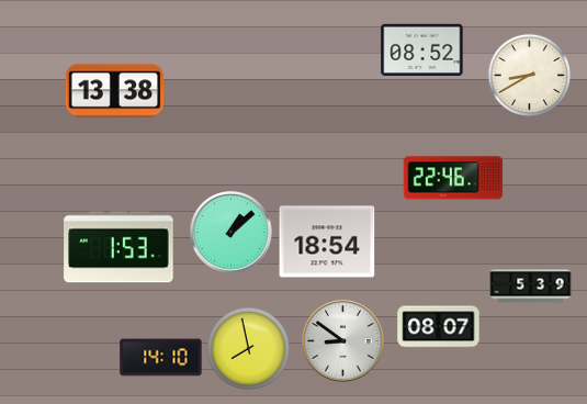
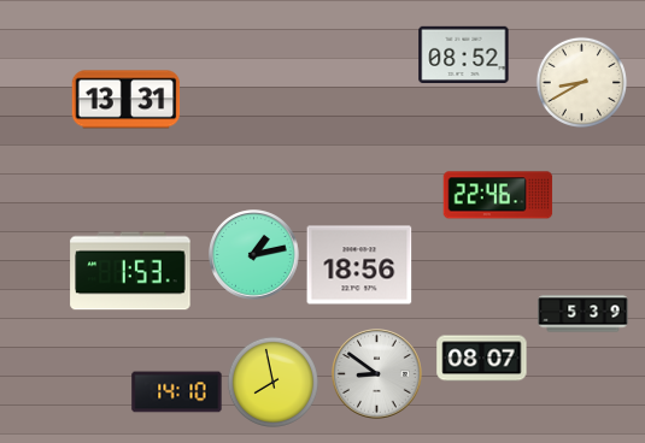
clock at (115, 91): 13:38 -> 13:31
clock at (232, 233): 1:08 -> 1:13
clock at (327, 242): 18:54 -> 18:56
